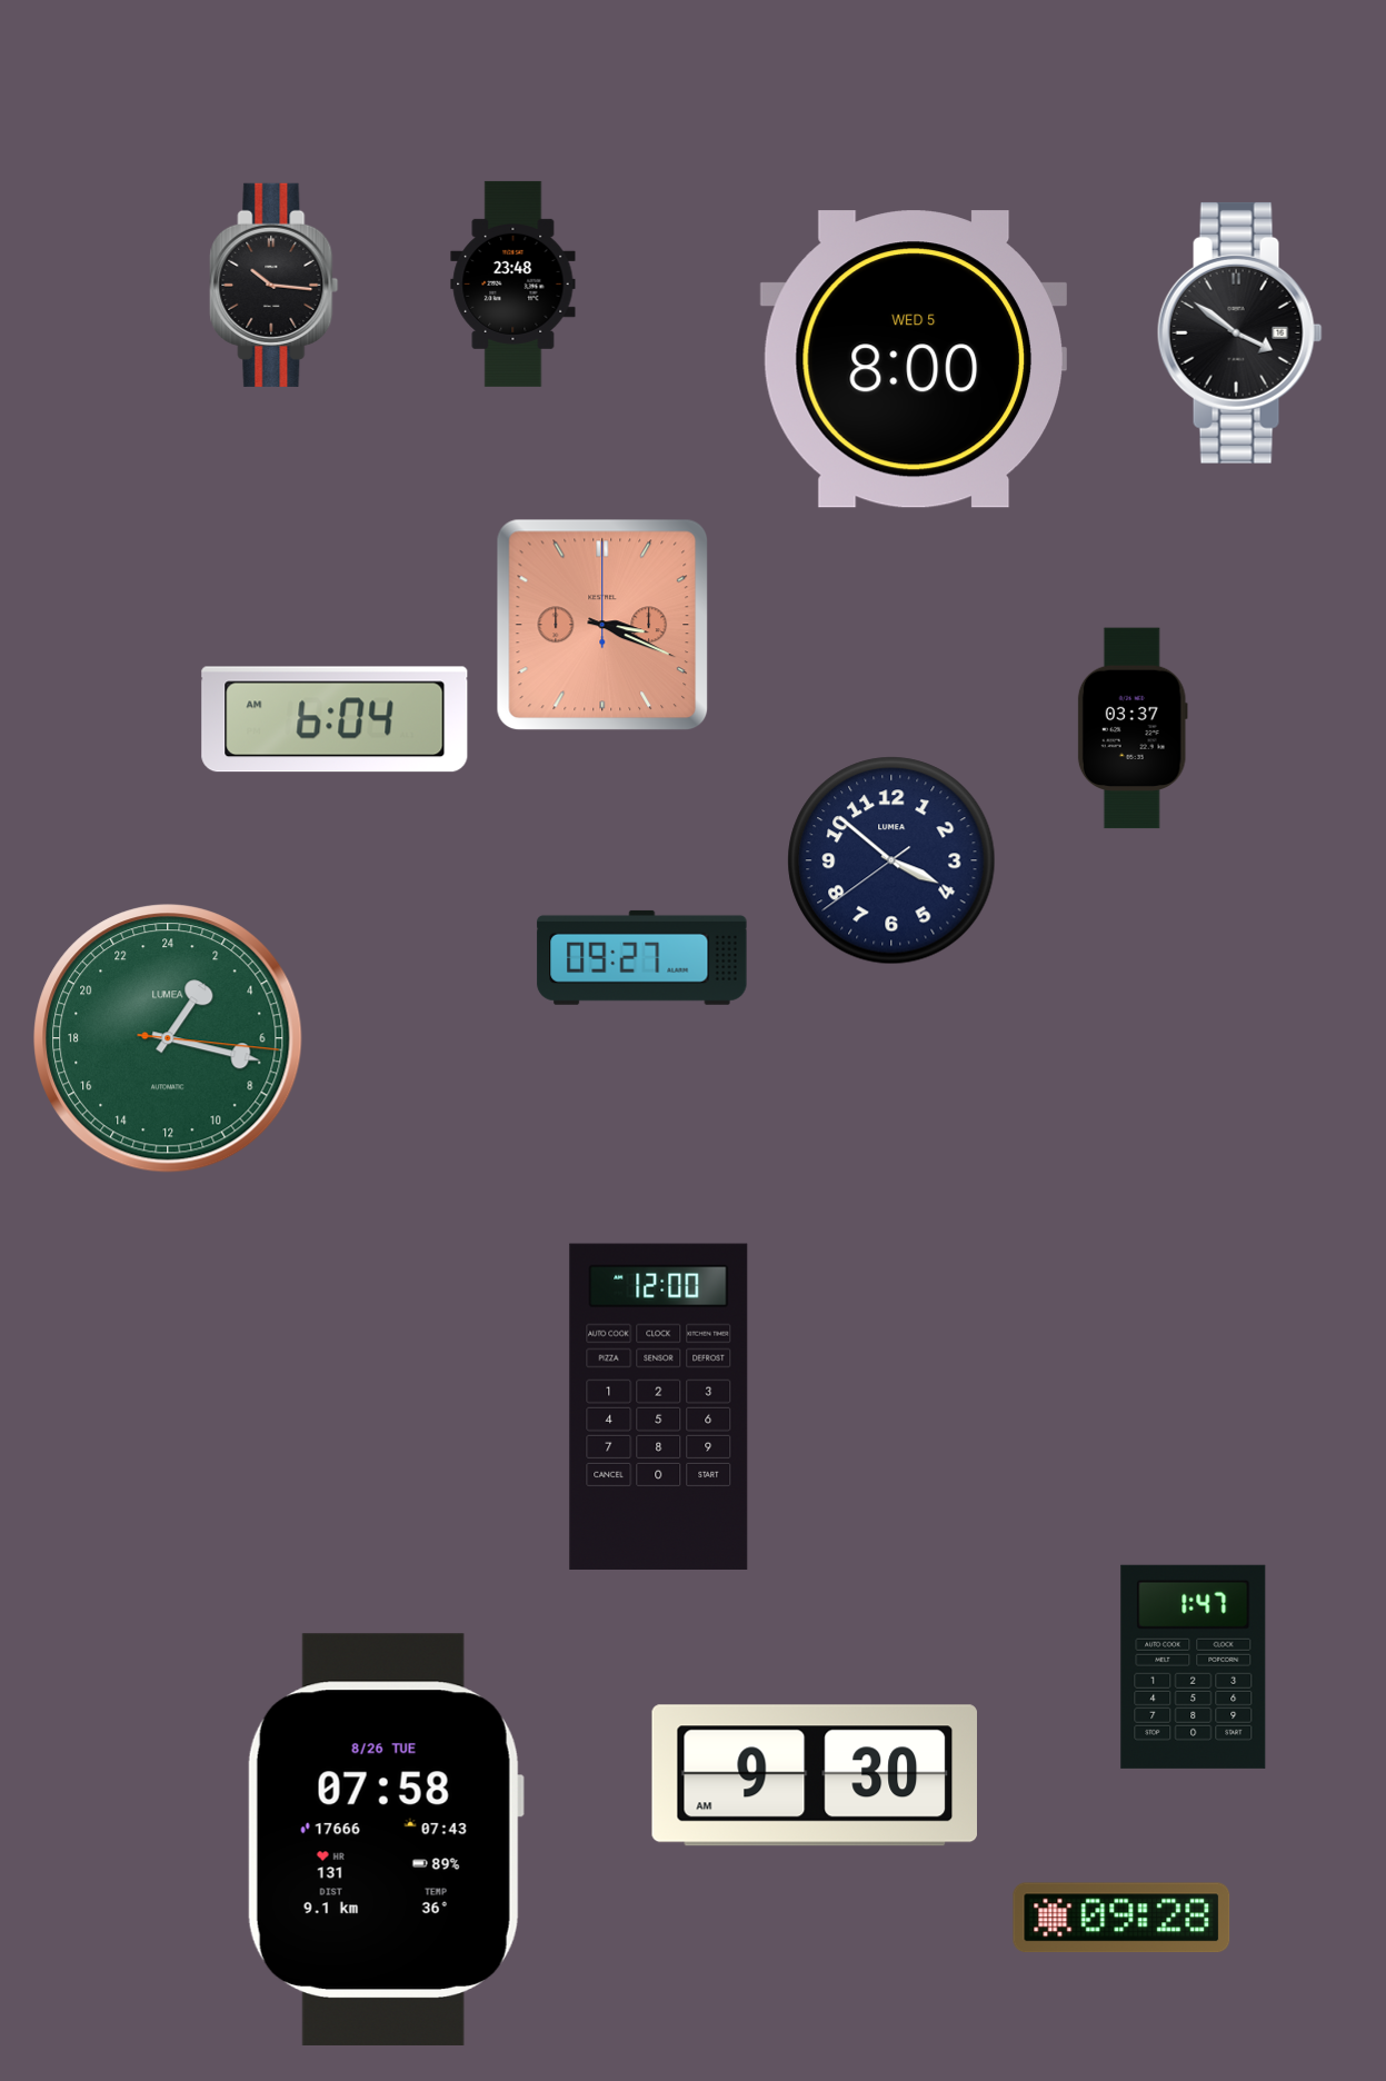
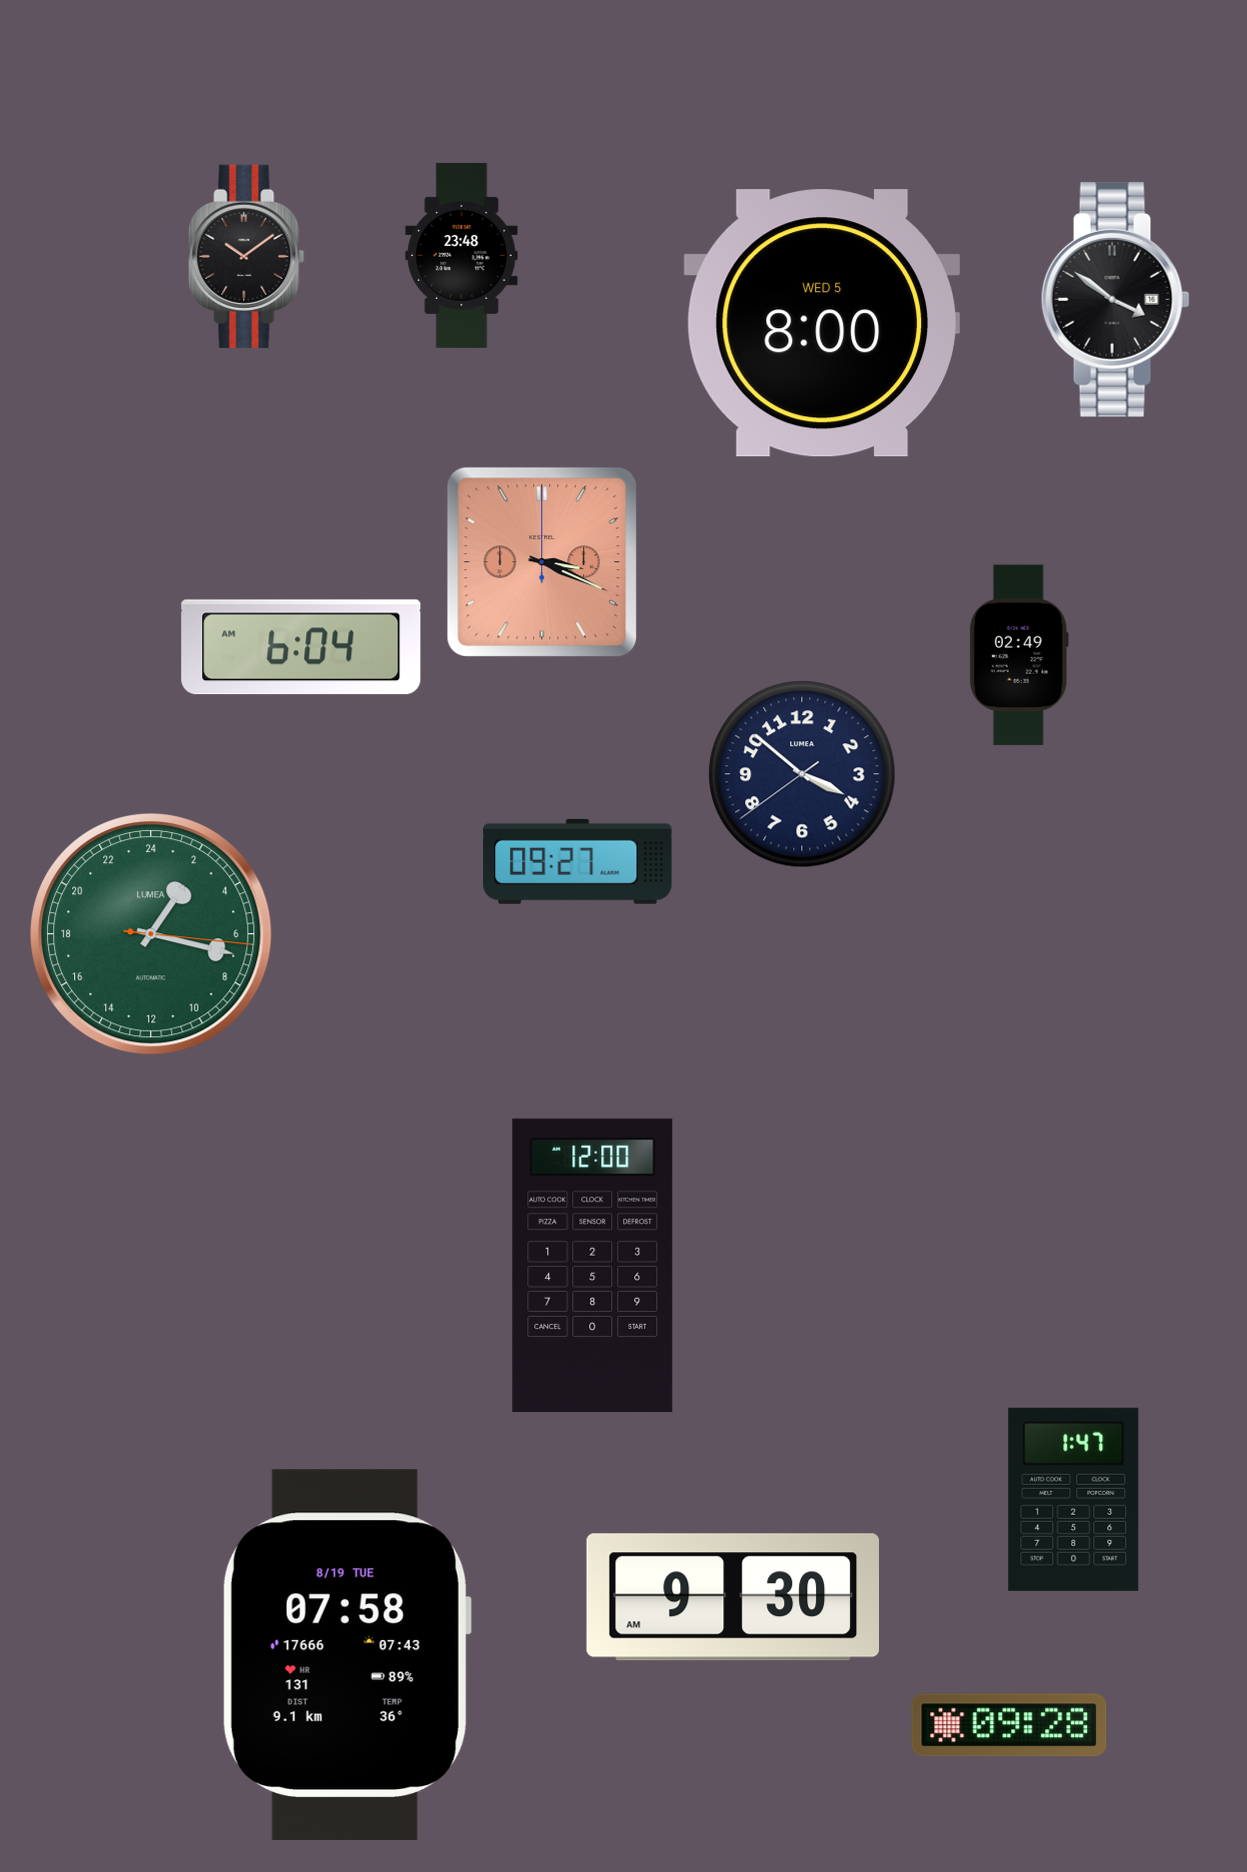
clock at (275, 285): 10:16 -> 10:09
clock at (1133, 728): 03:37 -> 02:49
clock at (385, 1840) date: 8/26 TUE -> 8/19 TUE
